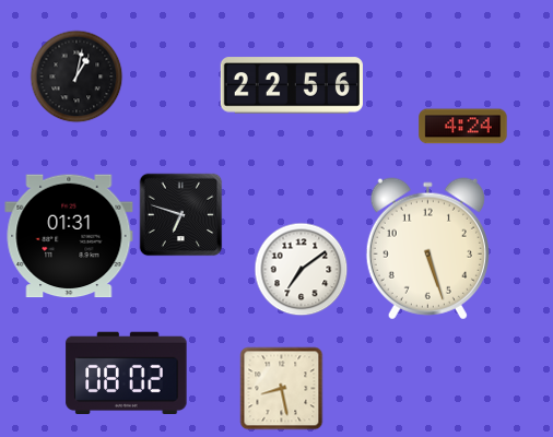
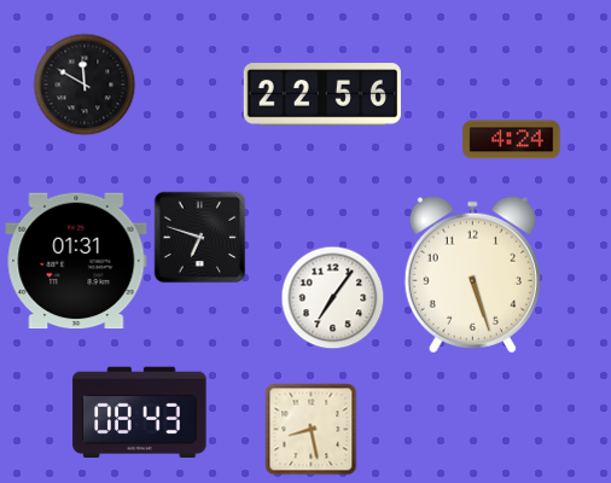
clock at (77, 76): 1:02 -> 11:50
clock at (302, 270): 7:09 -> 7:06
clock at (127, 373): 08:02 -> 08:43
